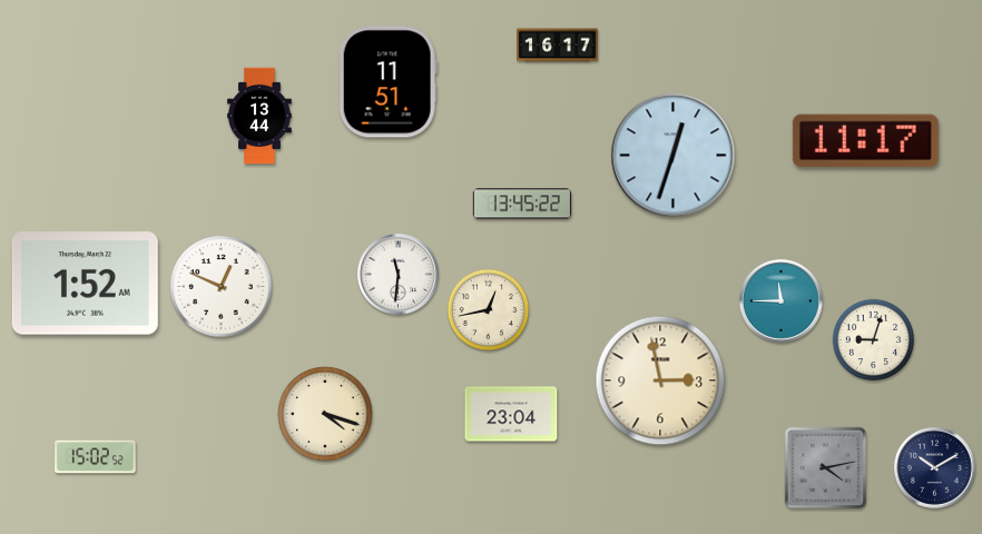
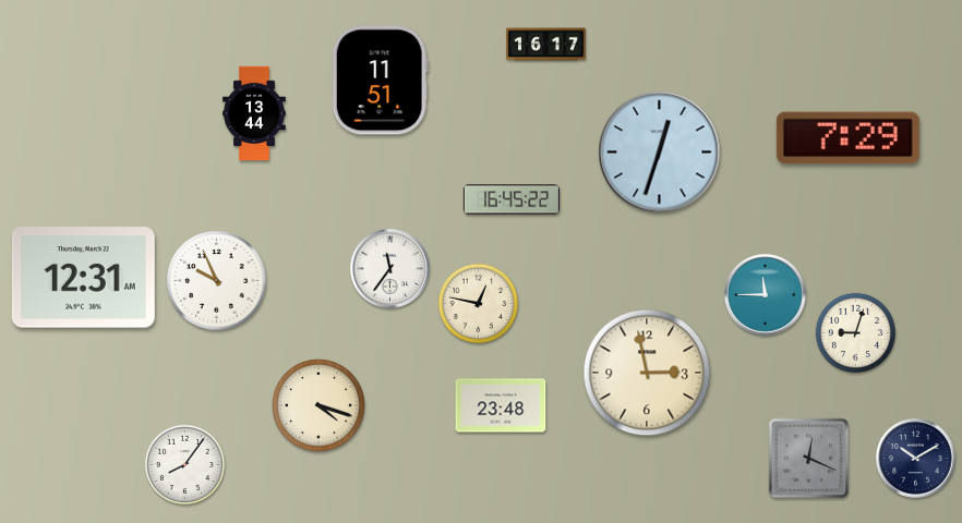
clock at (865, 141): 11:17 -> 7:29
clock at (521, 204): 13:45 -> 16:45
clock at (399, 275): 11:31 -> 11:36
clock at (85, 284): 1:52 -> 12:31
clock at (222, 287): 12:49 -> 9:56
clock at (489, 310): 12:43 -> 12:47
clock at (511, 414): 23:04 -> 23:48
clock at (96, 457): 15:02 -> none
clock at (826, 468): 4:13 -> 12:19
clock at (185, 465): none -> 8:06
